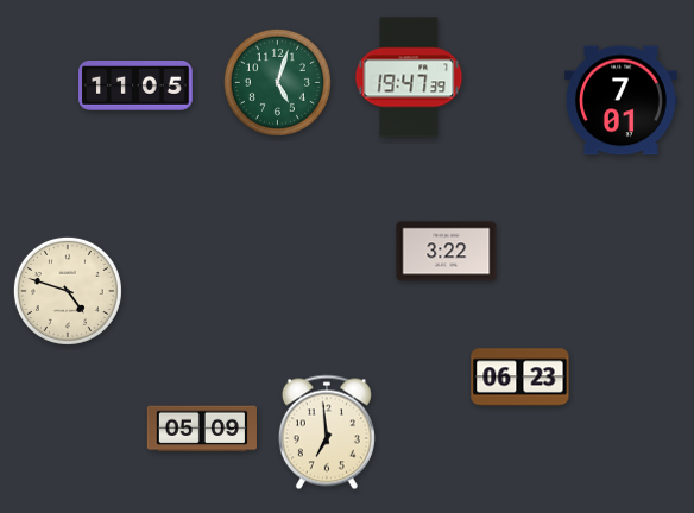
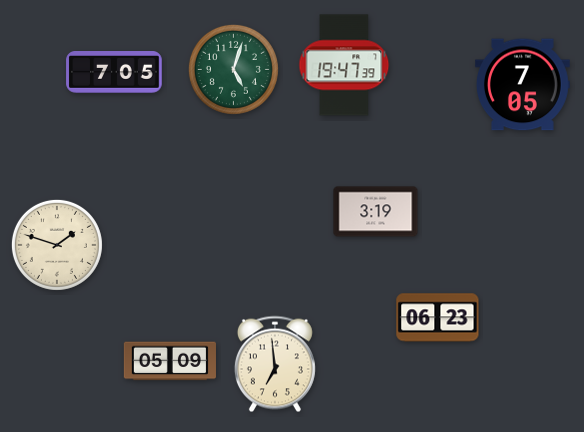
clock at (135, 87): 11:05 -> 7:05
clock at (622, 101): 7:01 -> 7:05
clock at (447, 252): 3:22 -> 3:19
clock at (68, 291): 4:48 -> 1:48
